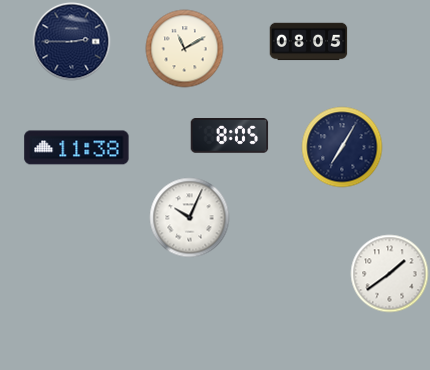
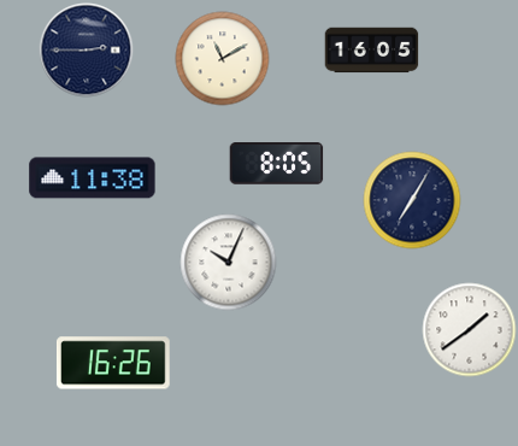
clock at (308, 42): 08:05 -> 16:05
clock at (342, 147) position: (342, 147) -> (412, 200)
clock at (113, 363): none -> 16:26
